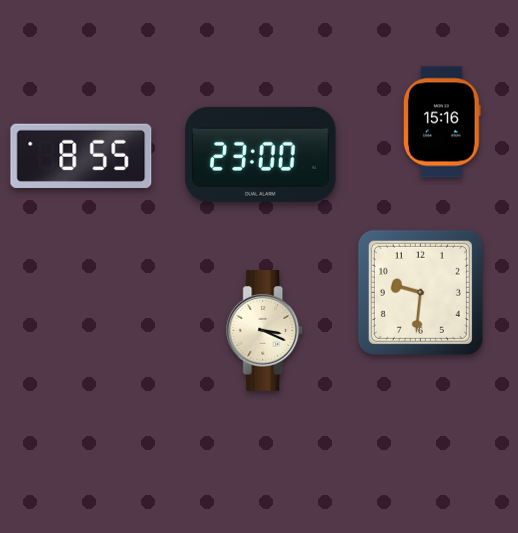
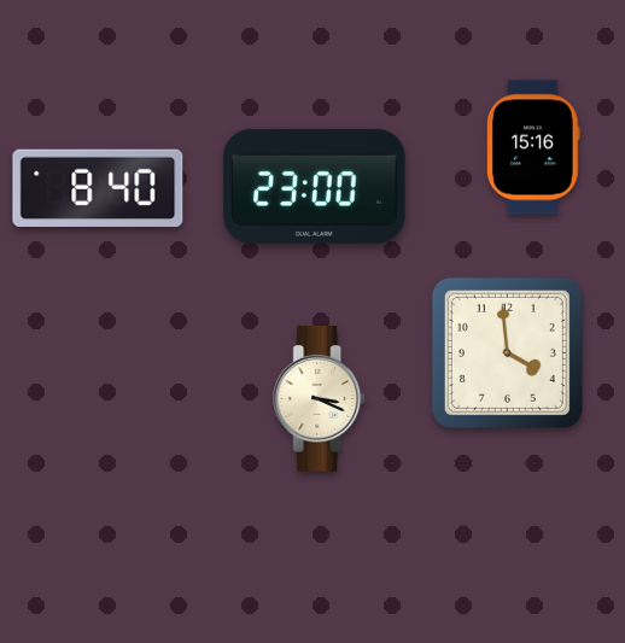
clock at (81, 156): 8:55 -> 8:40
clock at (420, 292): 9:31 -> 3:59
